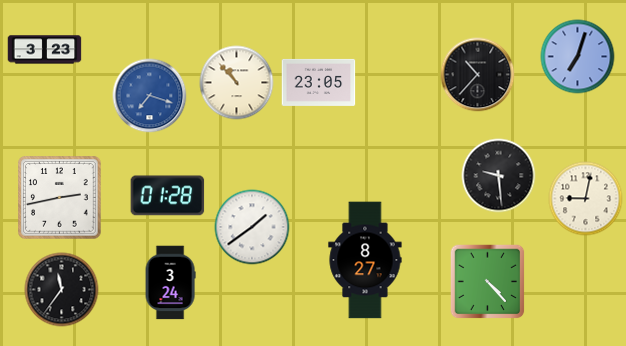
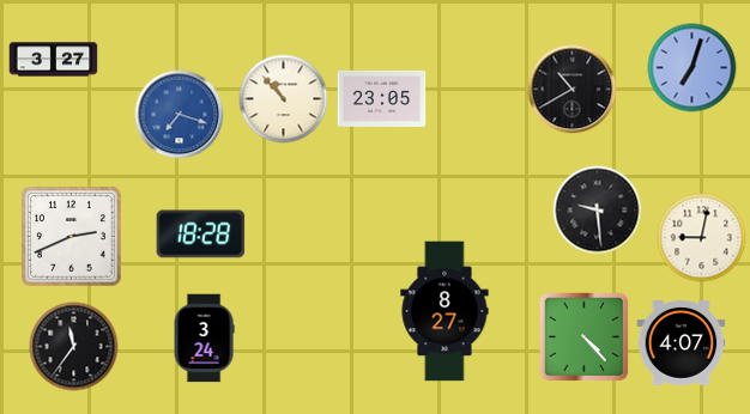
clock at (45, 50): 3:23 -> 3:27
clock at (478, 75): 10:37 -> 10:40
clock at (168, 196): 01:28 -> 18:28
clock at (60, 198): 2:43 -> 2:41
clock at (252, 227): 1:39 -> none
clock at (365, 260) position: (365, 260) -> (444, 311)
clock at (682, 343): none -> 4:07
